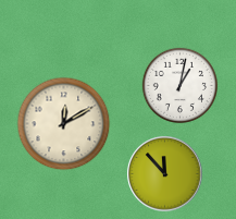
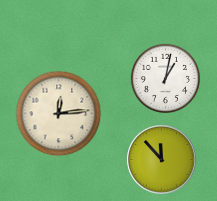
clock at (64, 124): 12:10 -> 12:14
clock at (165, 174) position: (165, 174) -> (162, 160)
